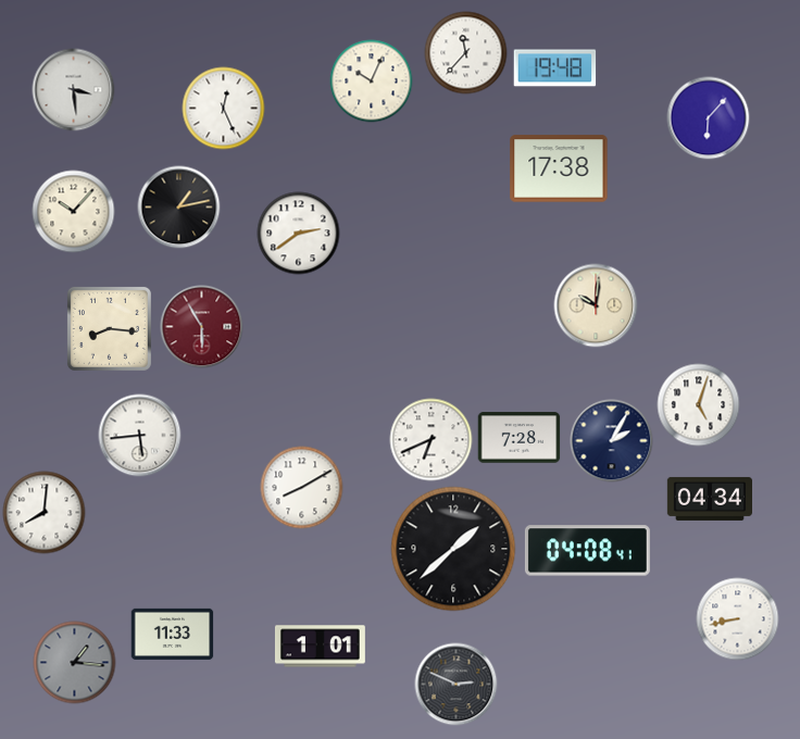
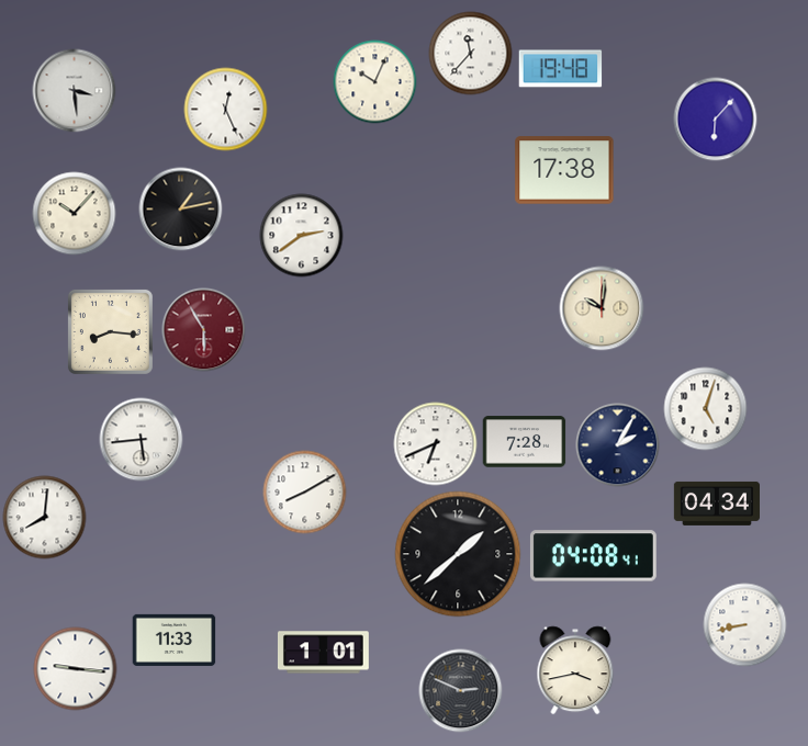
clock at (75, 663): 1:16 -> 9:16
clock at (75, 663) dial: grey -> white
clock at (575, 670): none -> 3:43
